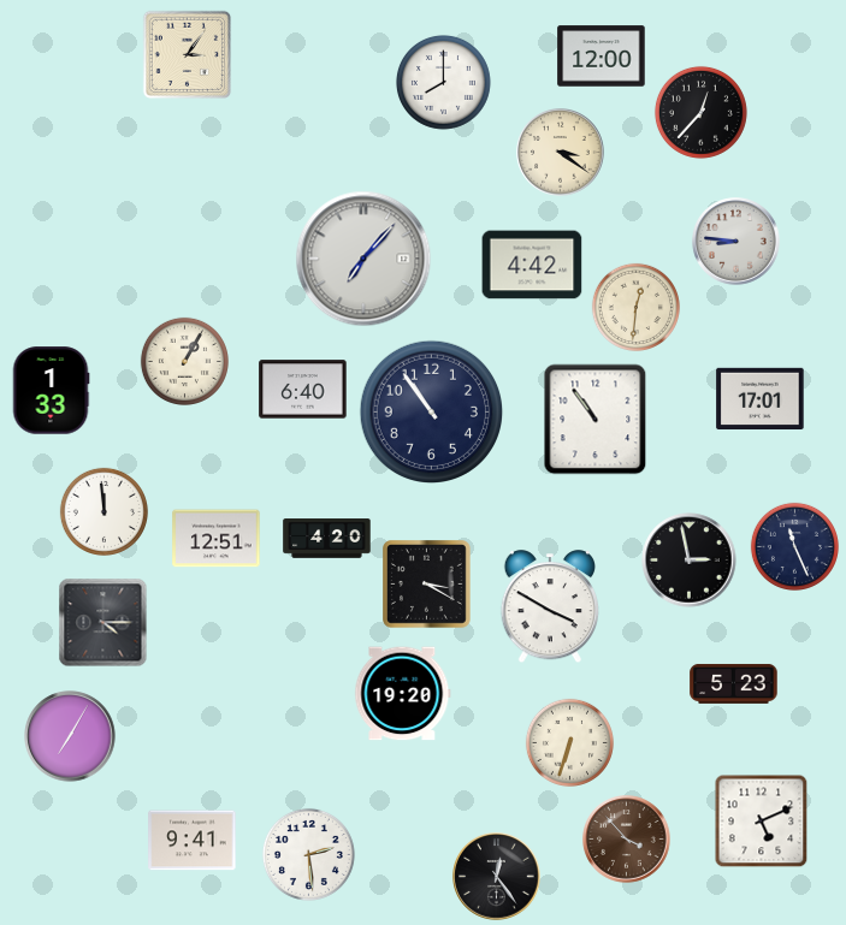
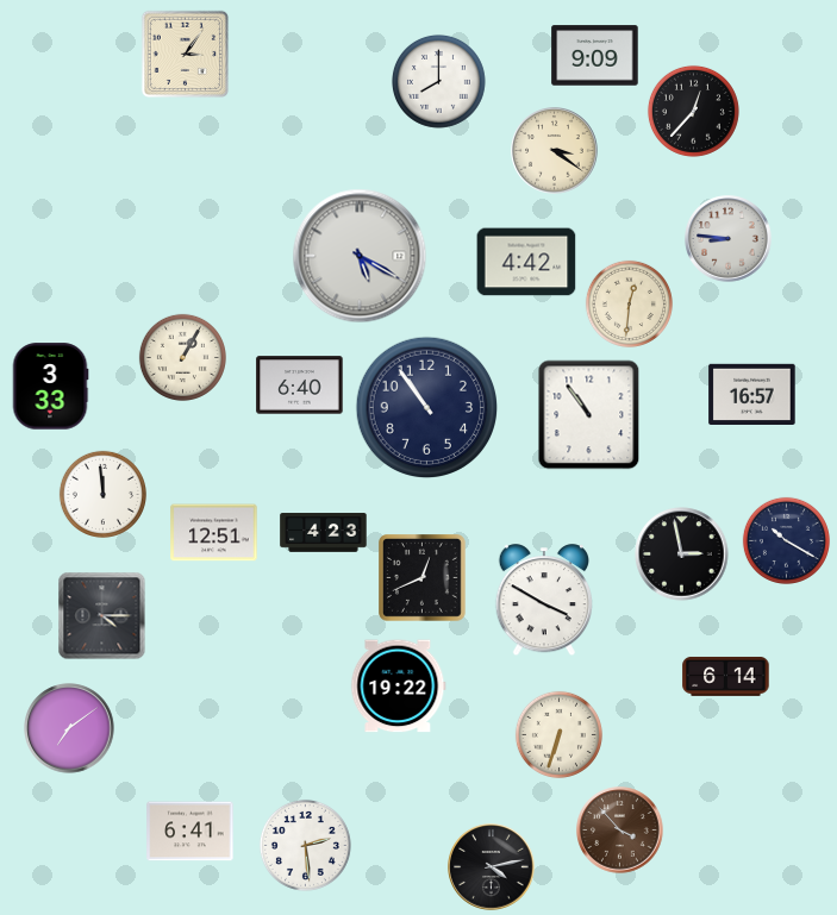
clock at (602, 57): 12:00 -> 9:09
clock at (363, 259): 7:07 -> 5:20
clock at (51, 391): 1:33 -> 3:33
clock at (761, 398): 17:01 -> 16:57
clock at (103, 511) position: (103, 511) -> (102, 494)
clock at (327, 539): 4:20 -> 4:23
clock at (794, 546): 11:26 -> 10:20
clock at (427, 585): 3:20 -> 12:41
clock at (734, 683): 5:23 -> 6:14
clock at (403, 694): 19:20 -> 19:22
clock at (70, 736): 7:05 -> 7:09
clock at (569, 742) position: (569, 742) -> (558, 734)
clock at (762, 822): 5:11 -> none
clock at (193, 841): 9:41 -> 6:41
clock at (497, 877): 12:24 -> 4:13
